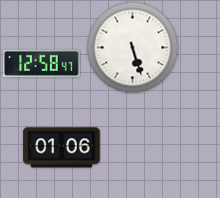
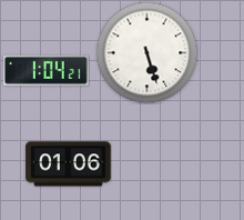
clock at (42, 63): 12:58 -> 1:04
